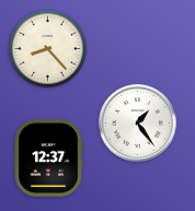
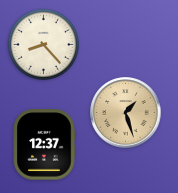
clock at (138, 124): 1:24 -> 1:27
clock at (138, 124) dial: white -> champagne
